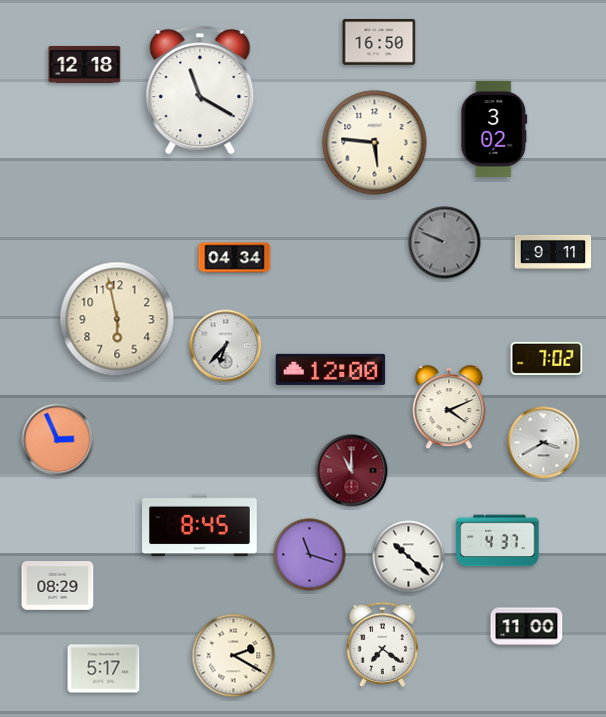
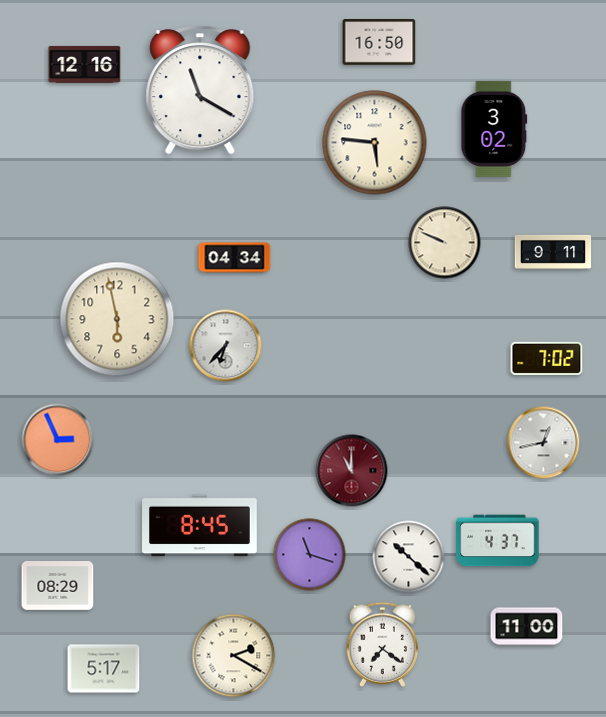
clock at (85, 64): 12:18 -> 12:16
clock at (445, 243) dial: grey -> cream
clock at (331, 369): 12:00 -> none
clock at (449, 408): 4:11 -> none
clock at (544, 443): 3:40 -> 12:43
